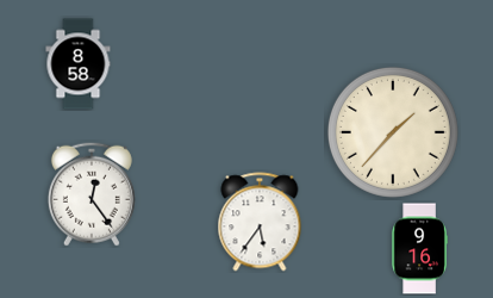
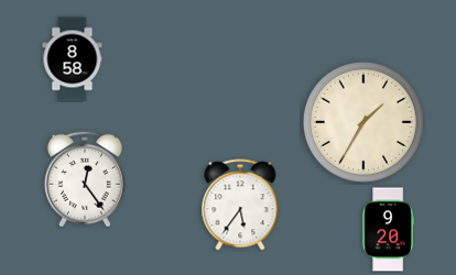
clock at (393, 132): 1:37 -> 1:35
clock at (419, 249): 9:16 -> 9:20
